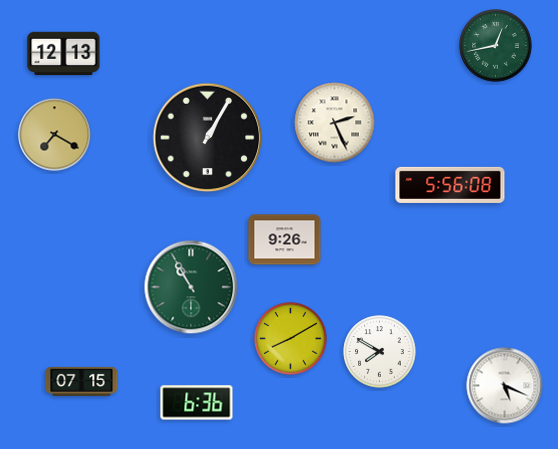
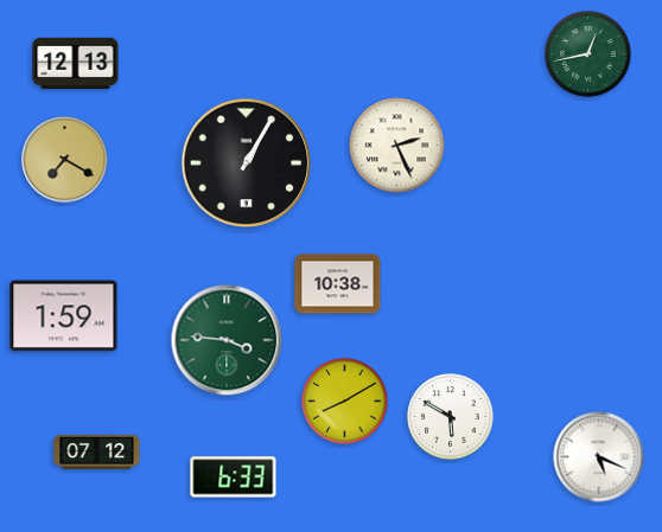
clock at (450, 185): 5:56 -> none
clock at (285, 240): 9:26 -> 10:38
clock at (64, 316): none -> 1:59
clock at (191, 287): 10:55 -> 3:46
clock at (380, 352): 7:50 -> 5:50
clock at (82, 381): 07:15 -> 07:12
clock at (197, 403): 6:36 -> 6:33
